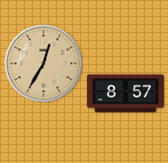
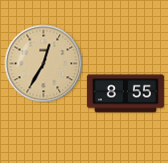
clock at (125, 94): 8:57 -> 8:55
